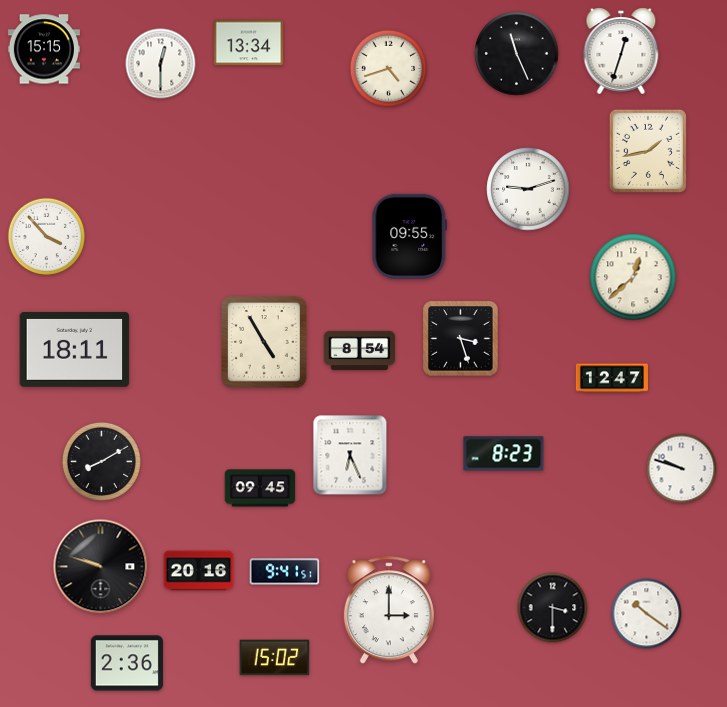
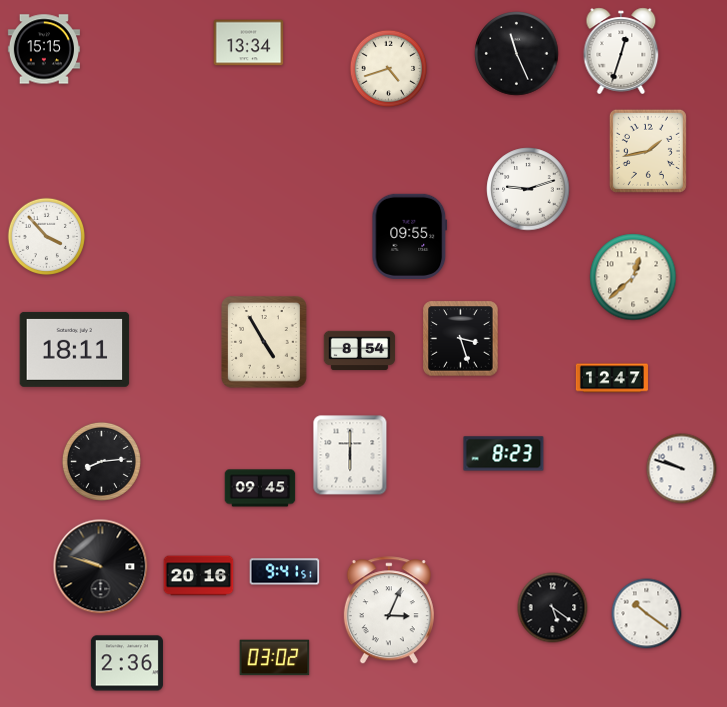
clock at (161, 64): 12:30 -> none
clock at (350, 455): 6:26 -> 6:00
clock at (101, 461): 8:10 -> 8:14
clock at (199, 571) position: (199, 571) -> (199, 576)
clock at (553, 608): 3:30 -> 5:21
clock at (389, 611): 3:00 -> 3:04
clock at (275, 658): 15:02 -> 03:02
